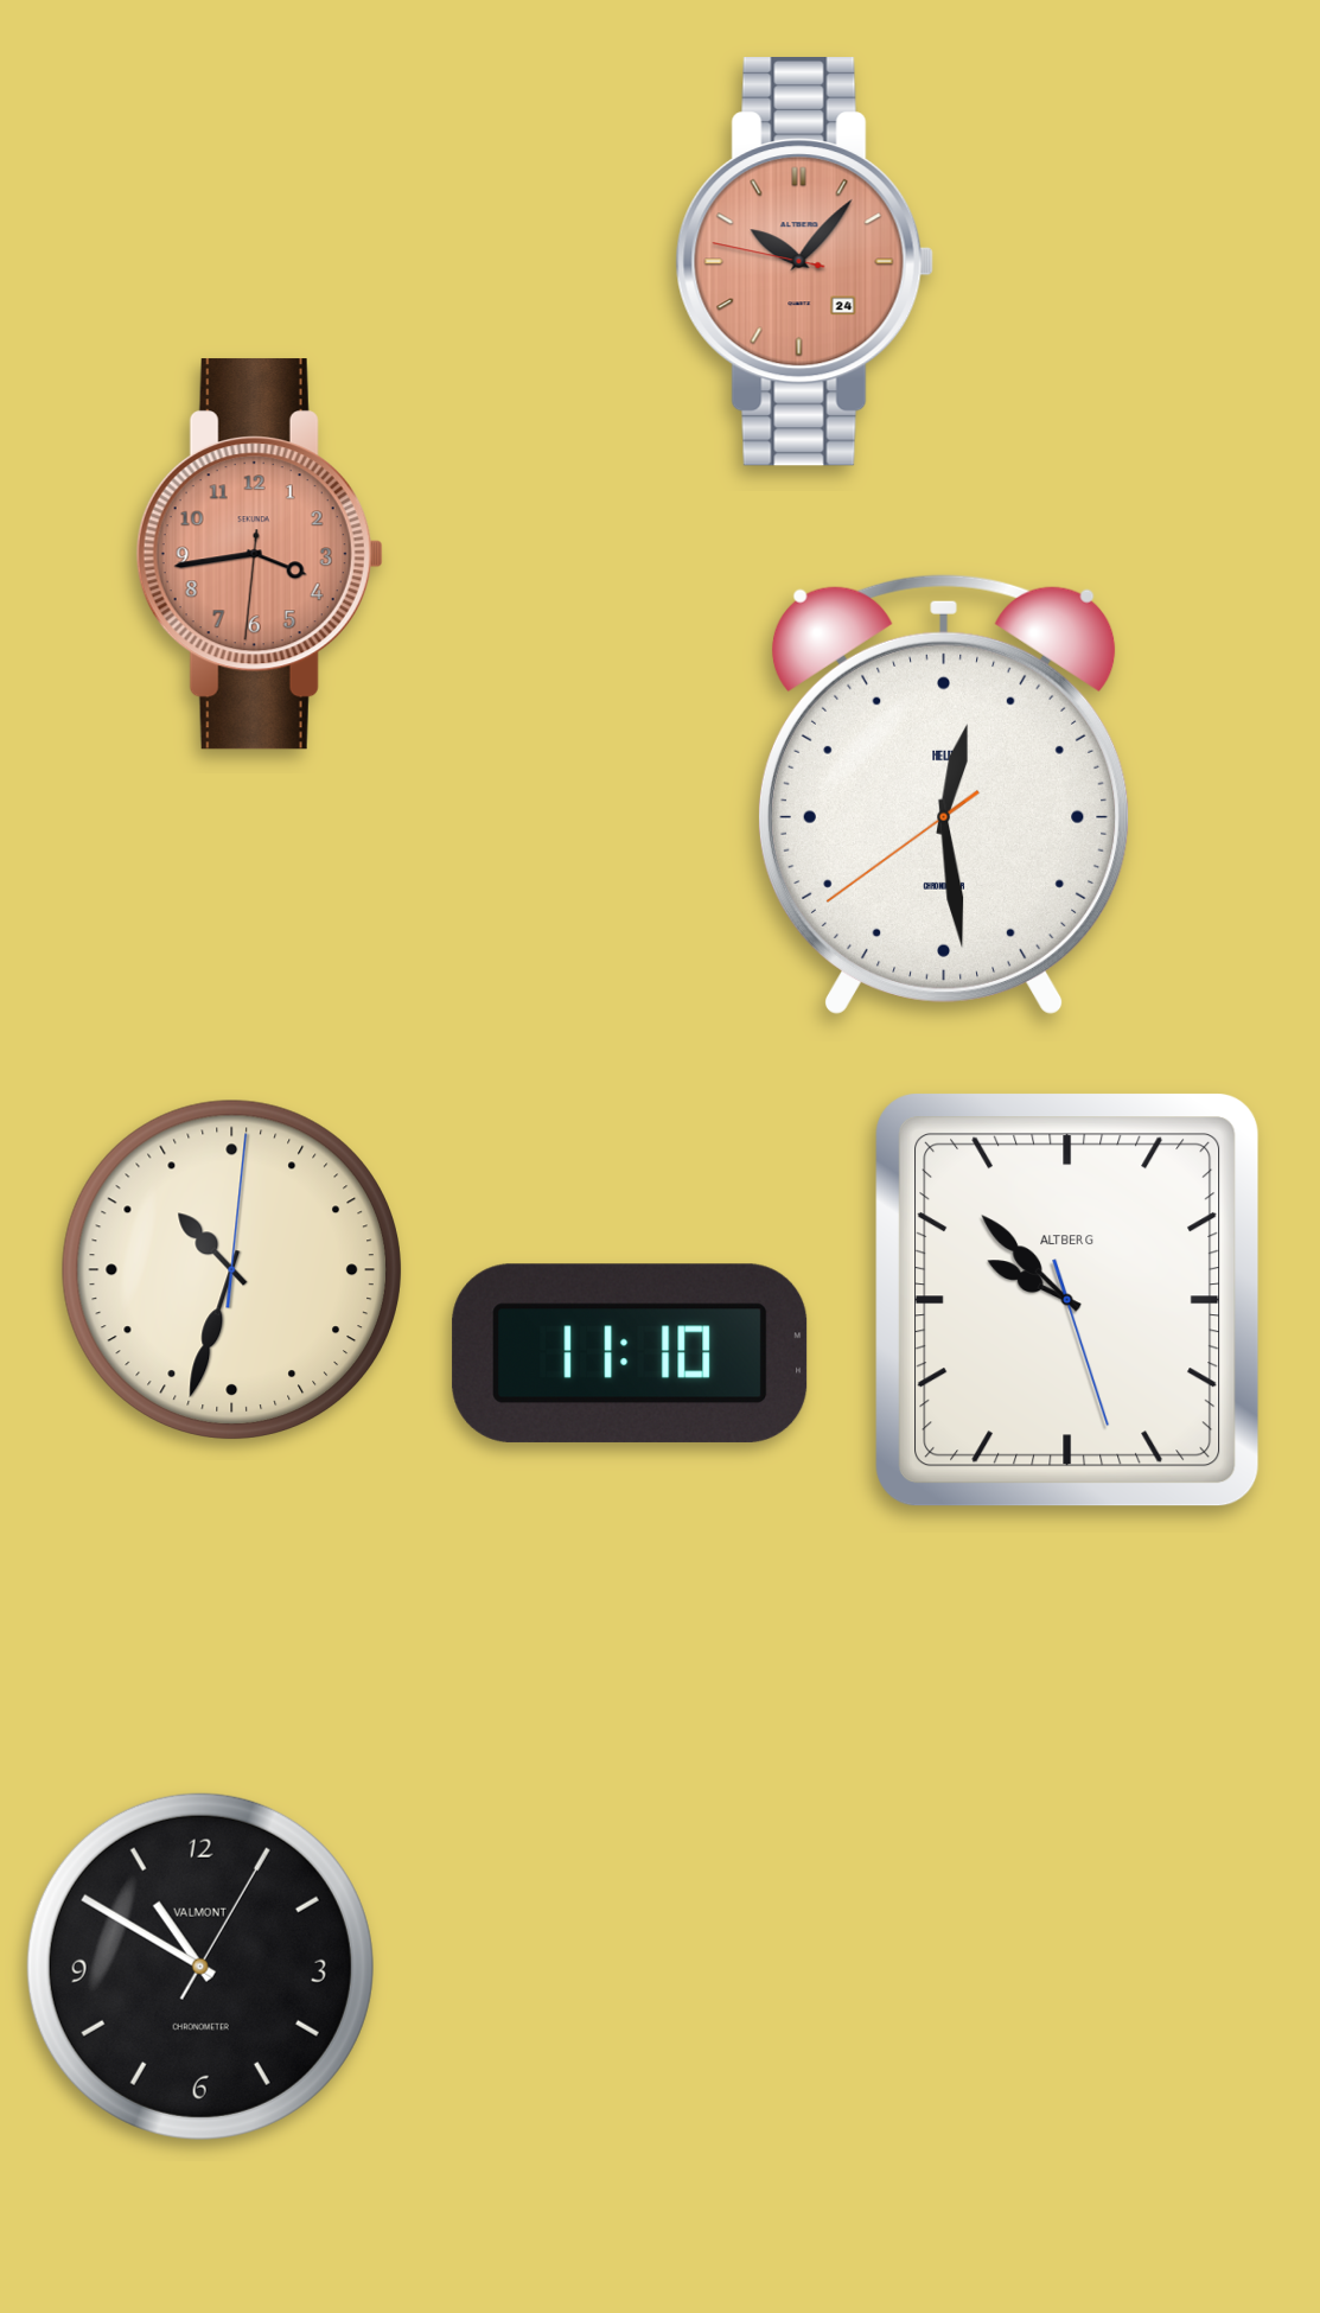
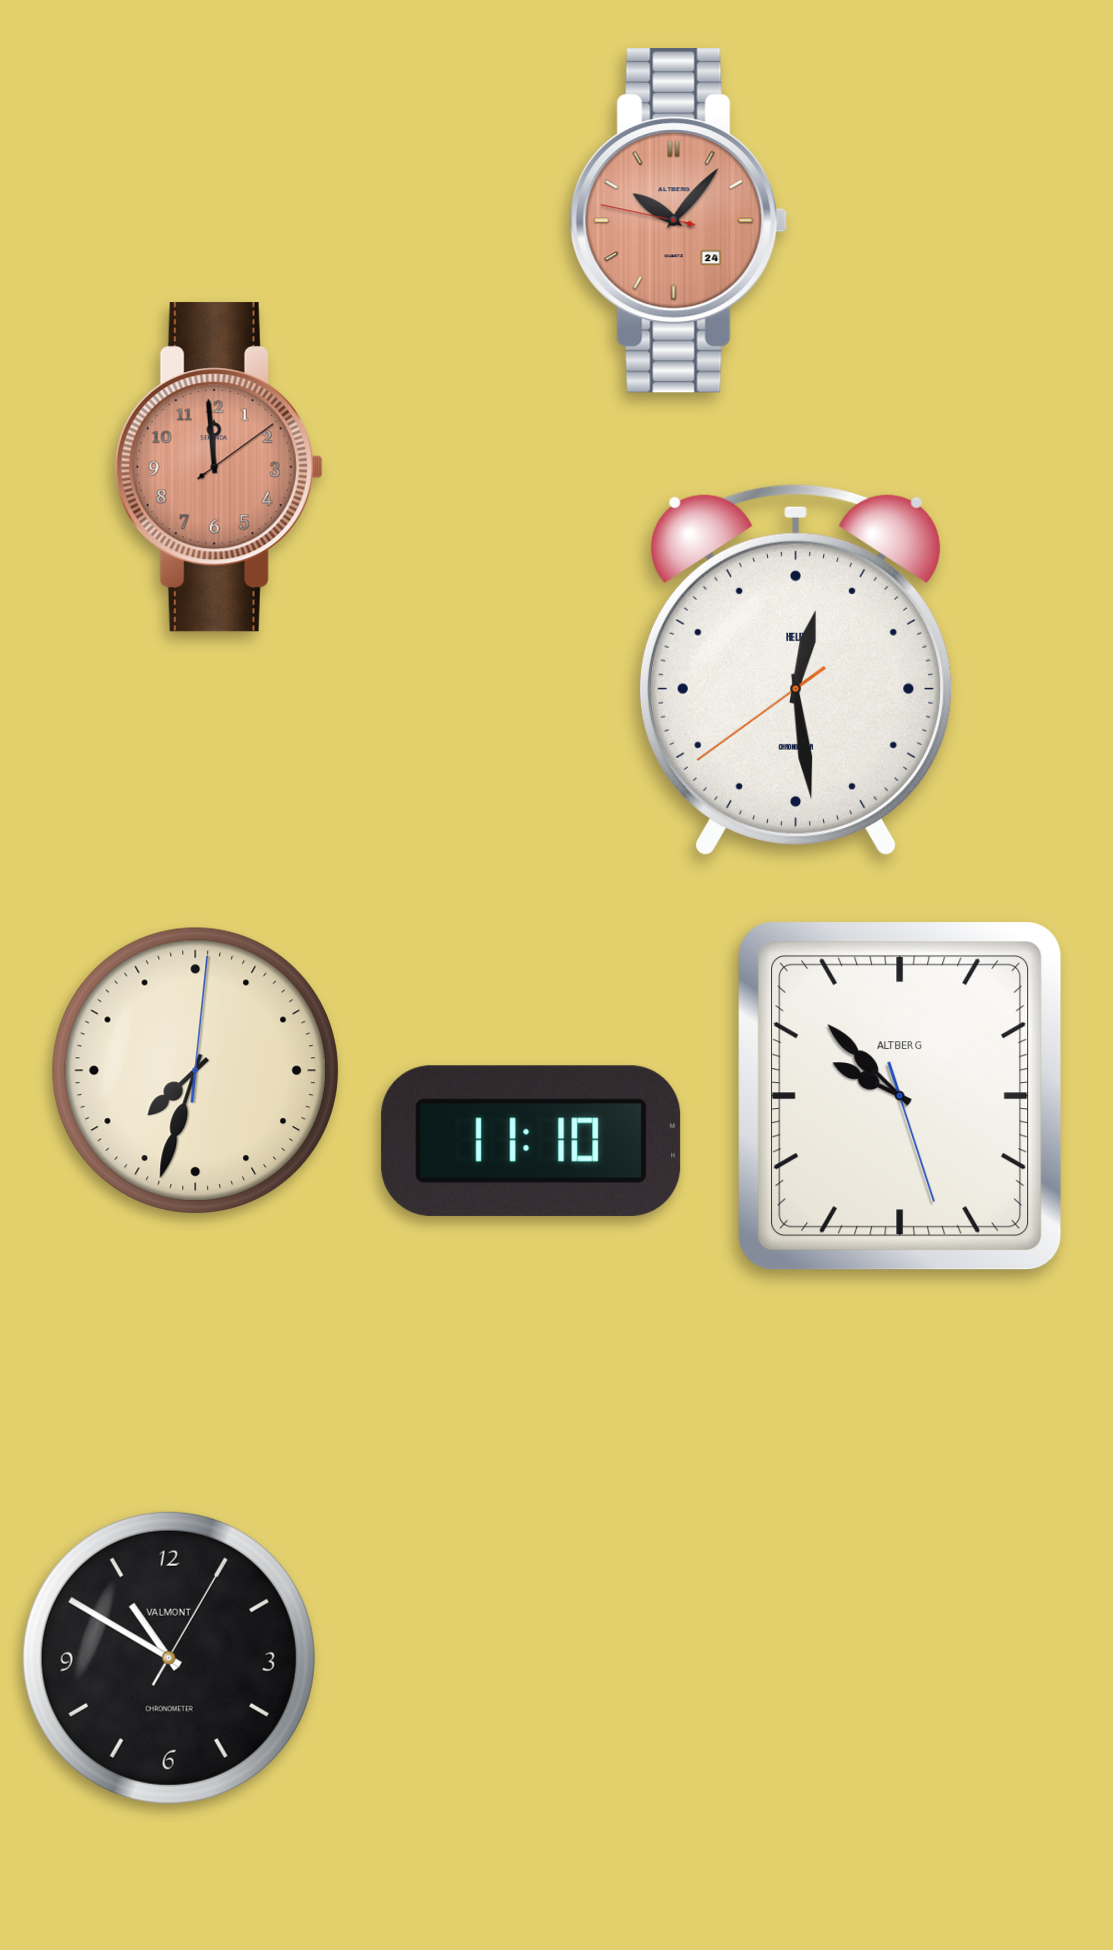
clock at (260, 554): 3:43 -> 11:59
clock at (231, 1269): 10:33 -> 7:33
